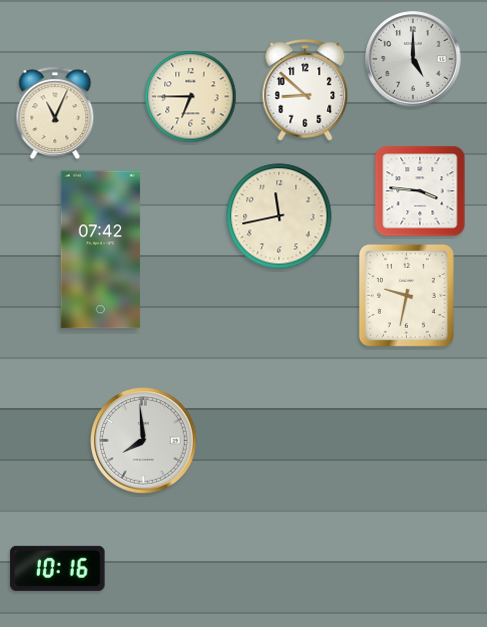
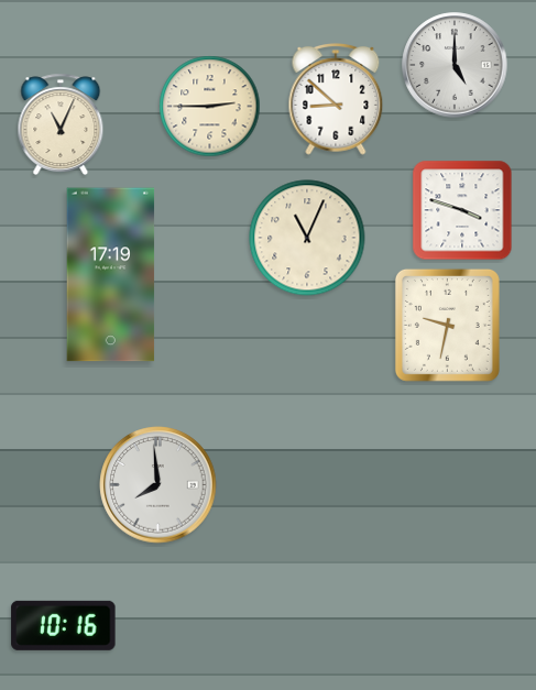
clock at (191, 97): 6:45 -> 2:45
clock at (420, 191): 3:46 -> 3:48
clock at (279, 216): 11:43 -> 11:04
clock at (101, 250): 07:42 -> 17:19
